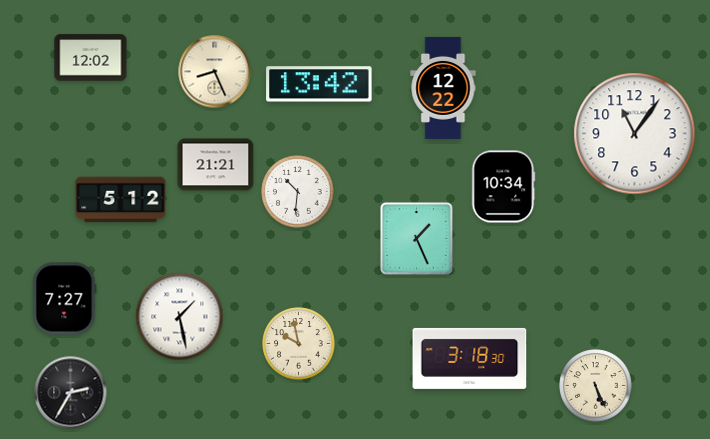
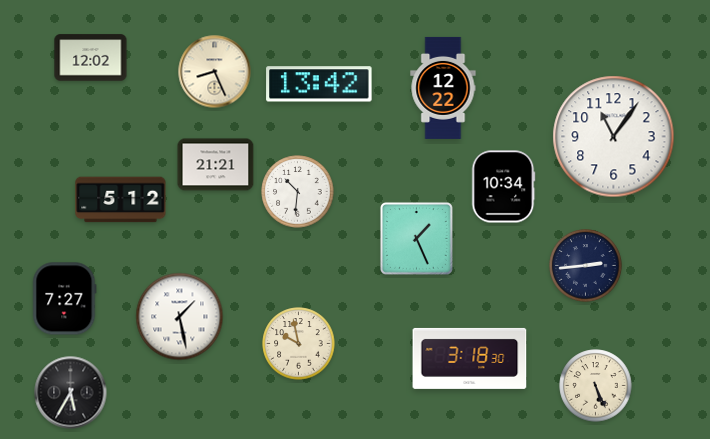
clock at (635, 134) position: (635, 134) -> (614, 137)
clock at (586, 266): none -> 2:44
clock at (71, 393): 2:35 -> 5:35
